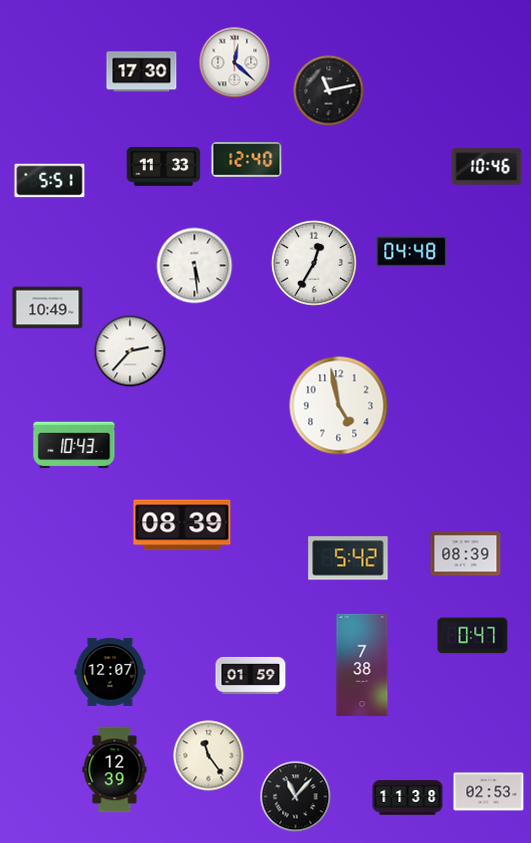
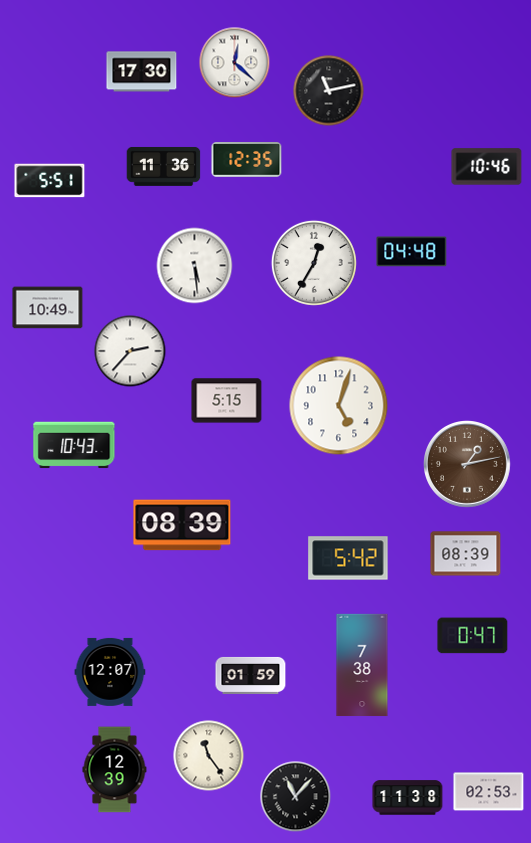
clock at (247, 160): 12:40 -> 12:35
clock at (164, 167): 11:33 -> 11:36
clock at (227, 401): none -> 5:15
clock at (339, 406): 4:58 -> 5:03
clock at (468, 465): none -> 1:13
